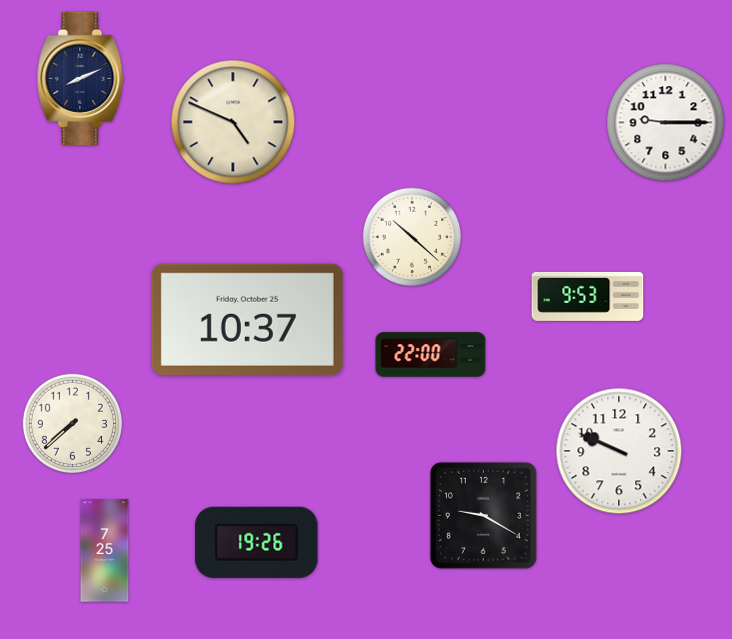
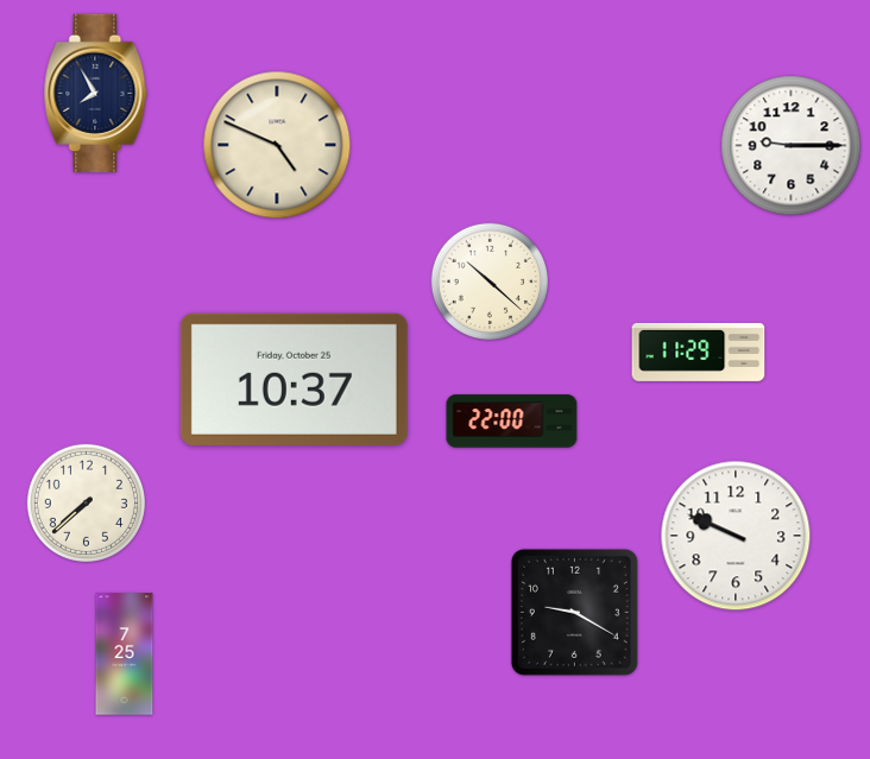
clock at (81, 78): 8:11 -> 7:55
clock at (588, 296): 9:53 -> 11:29
clock at (257, 542): 19:26 -> none
